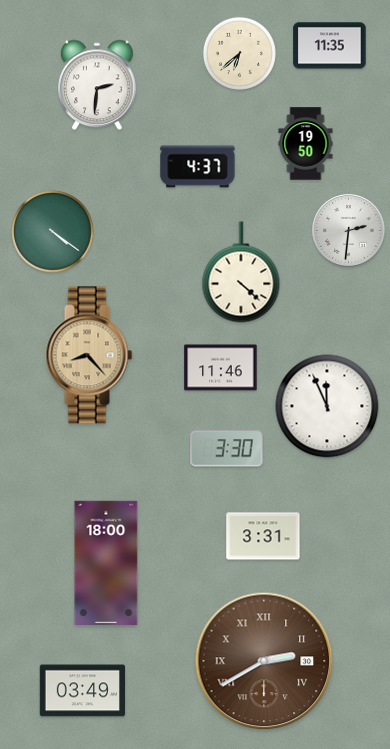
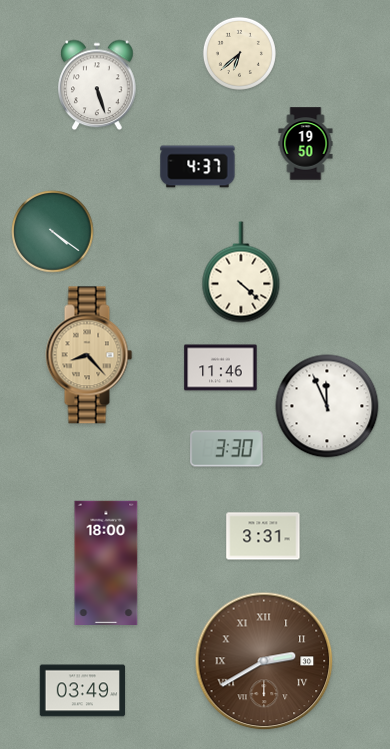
clock at (330, 46): 11:35 -> none
clock at (97, 85): 2:31 -> 5:27
clock at (349, 231): 2:31 -> none
